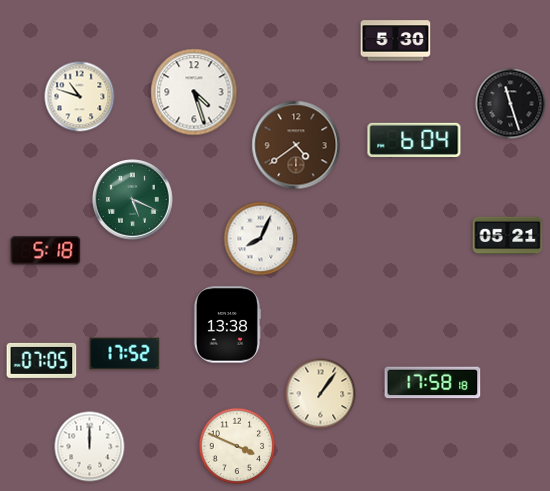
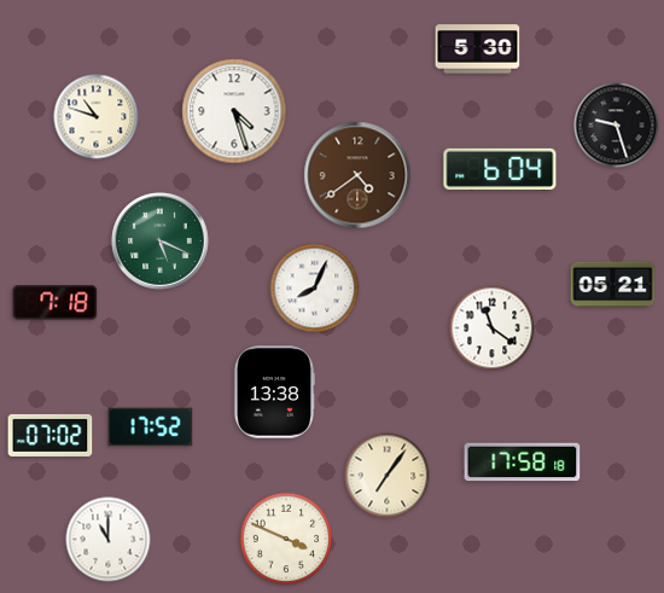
clock at (511, 104): 11:27 -> 9:27
clock at (46, 251): 5:18 -> 7:18
clock at (493, 329): none -> 11:21
clock at (42, 360): 07:05 -> 07:02
clock at (321, 394): 1:06 -> 7:06
clock at (90, 447): 12:00 -> 11:00
